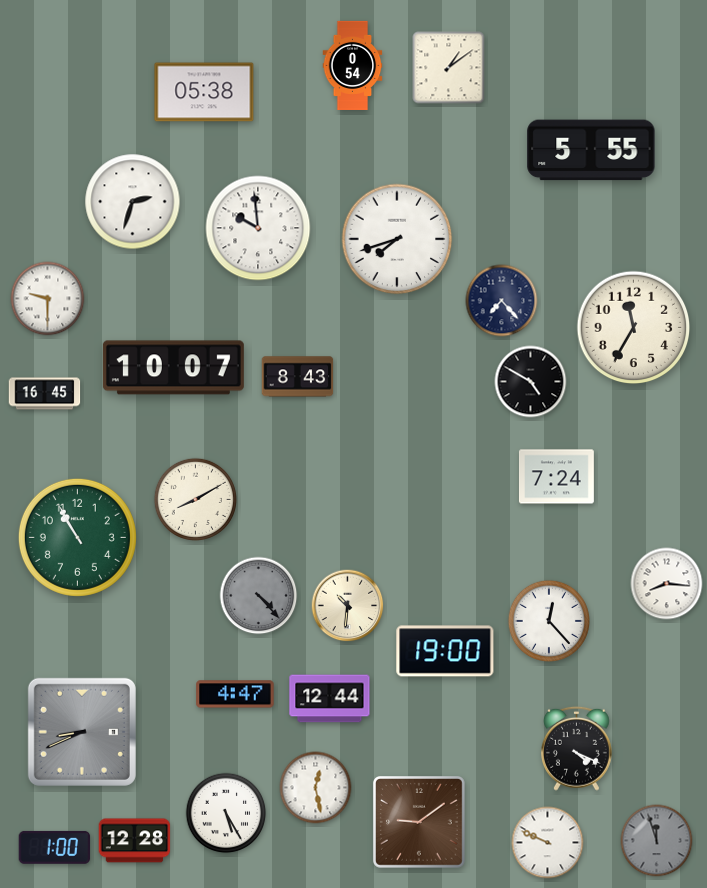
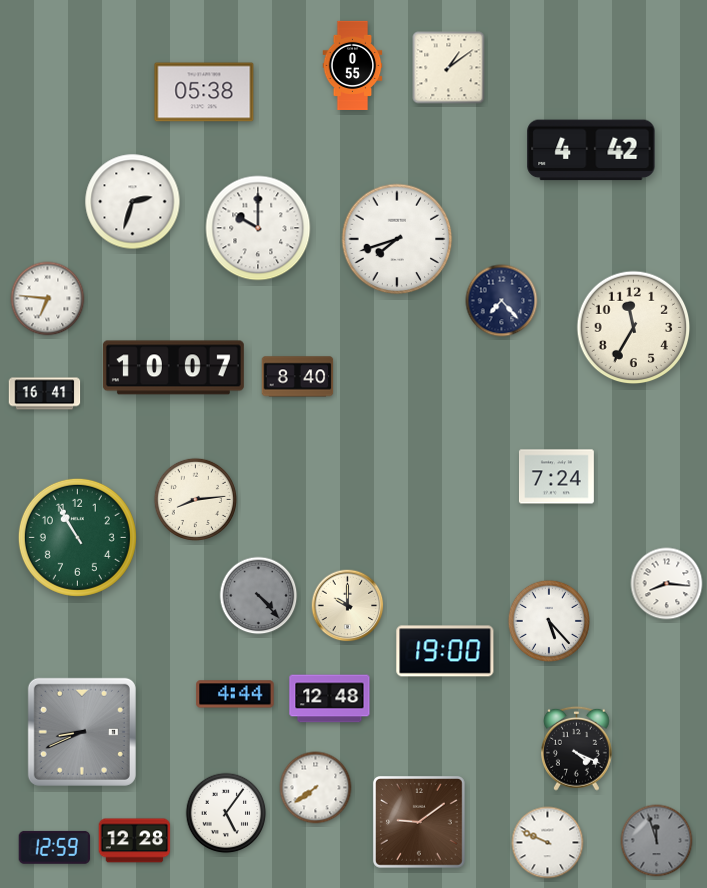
clock at (353, 65): 0:54 -> 0:55
clock at (591, 150): 5:55 -> 4:42
clock at (258, 228): 9:59 -> 10:00
clock at (48, 299): 9:30 -> 6:46
clock at (298, 377): 8:43 -> 8:40
clock at (531, 382): 4:50 -> none
clock at (45, 394): 16:45 -> 16:41
clock at (195, 499): 8:10 -> 8:14
clock at (348, 606): 10:31 -> 10:00
clock at (548, 620): 12:23 -> 5:23
clock at (235, 694): 4:47 -> 4:44
clock at (330, 699): 12:44 -> 12:48
clock at (316, 788): 12:28 -> 7:39
clock at (226, 813): 5:25 -> 5:06
clock at (55, 847): 1:00 -> 12:59
